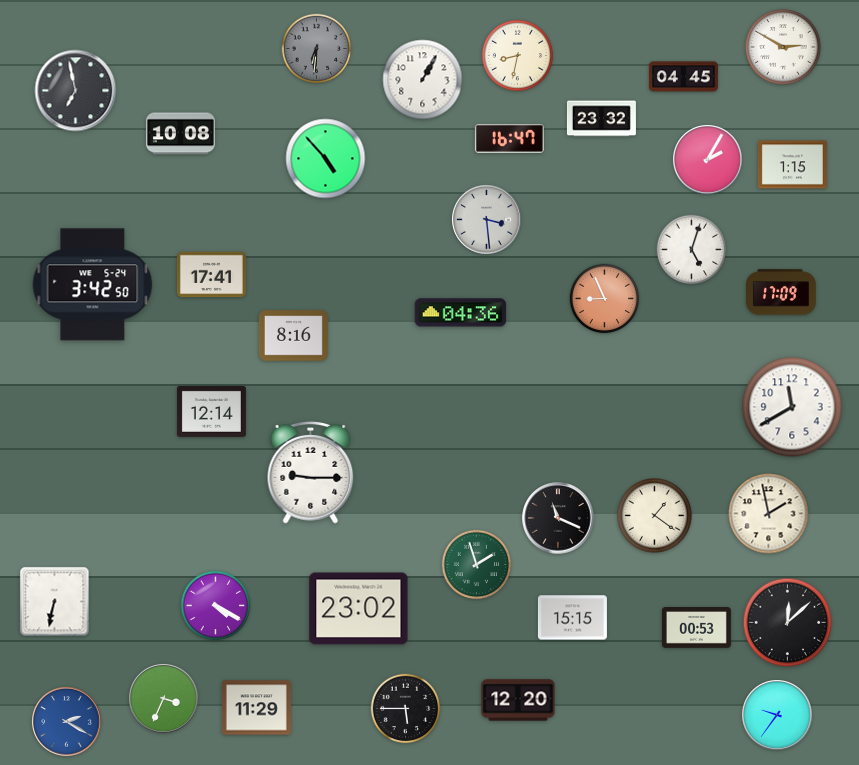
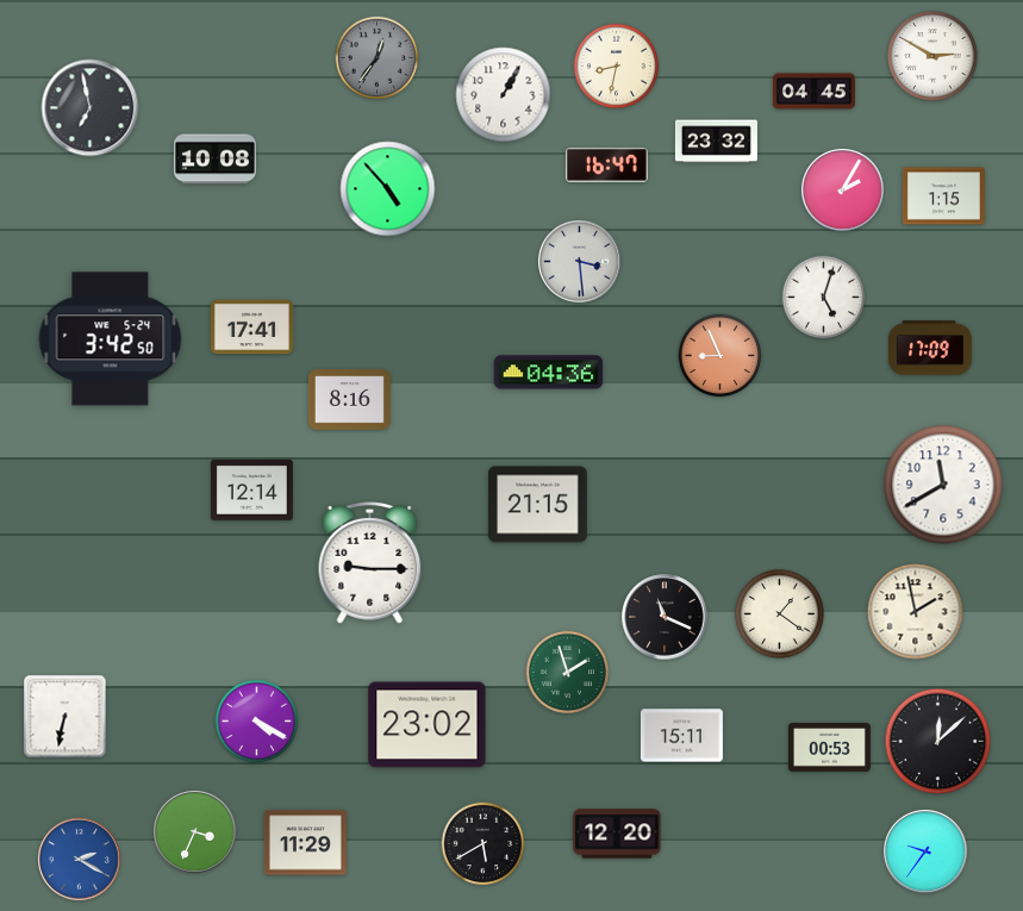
clock at (317, 49): 6:31 -> 12:36
clock at (538, 505): none -> 21:15
clock at (572, 618): 15:15 -> 15:11
clock at (406, 709): 5:45 -> 5:40
